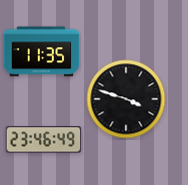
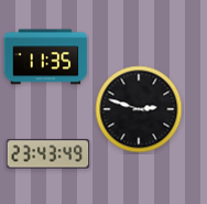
clock at (126, 99): 3:48 -> 2:48
clock at (44, 140): 23:46 -> 23:43
